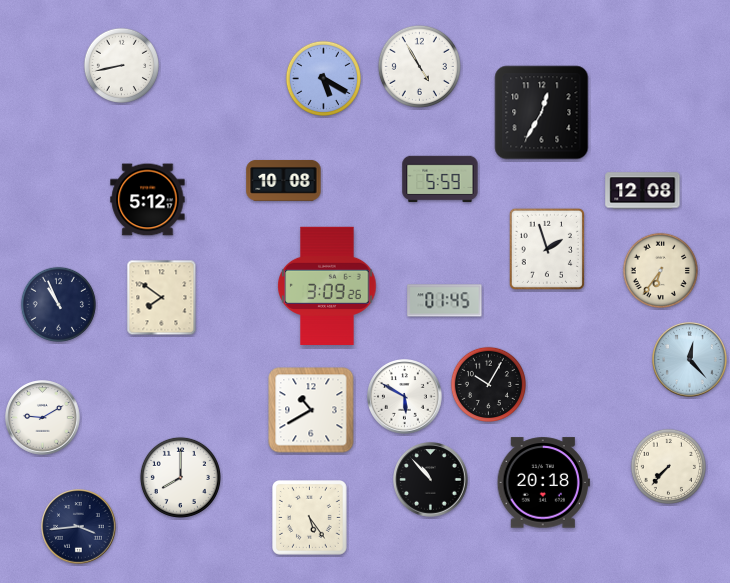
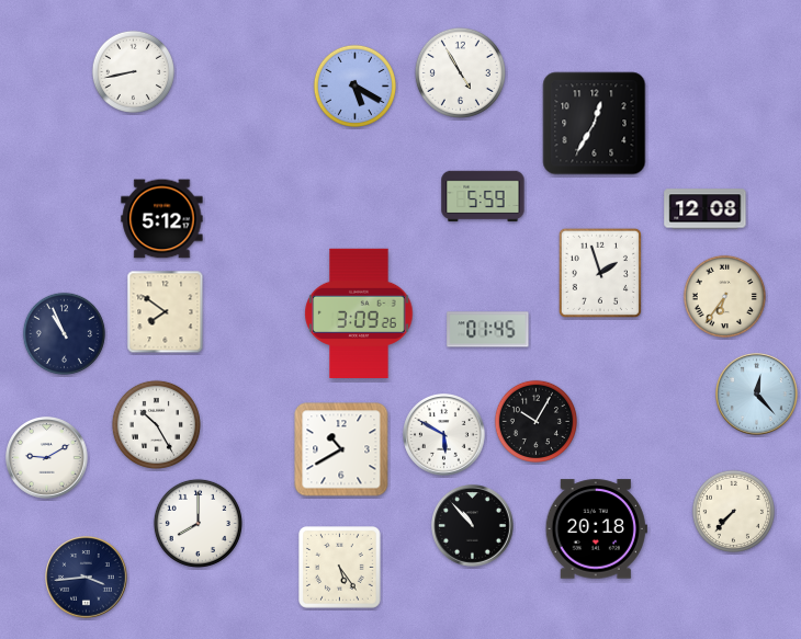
clock at (284, 180): 10:08 -> none
clock at (162, 298) position: (162, 298) -> (166, 312)
clock at (156, 424): none -> 10:25
